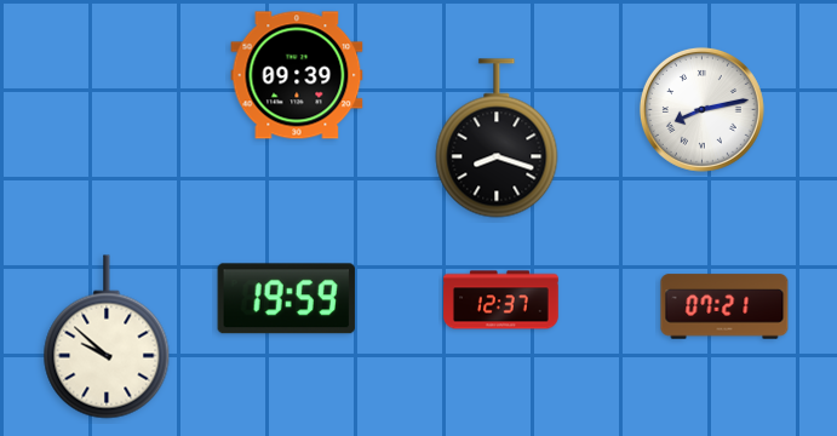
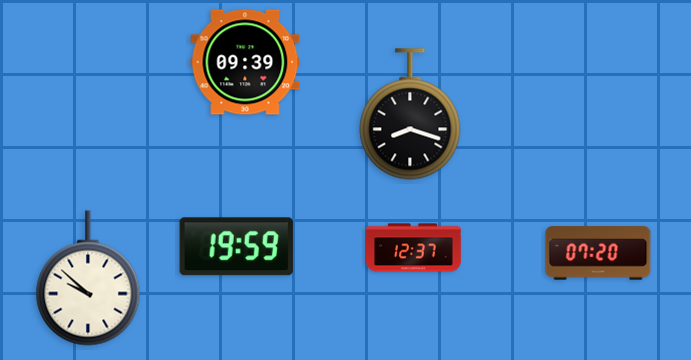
clock at (701, 109): 8:13 -> none
clock at (724, 306): 07:21 -> 07:20
